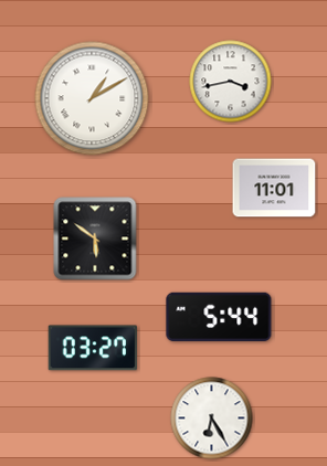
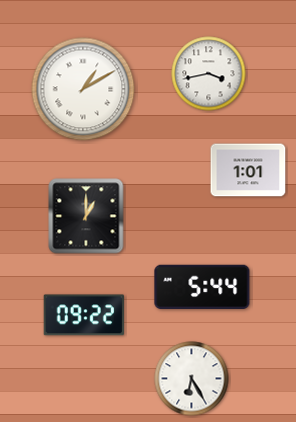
clock at (274, 188): 11:01 -> 1:01
clock at (95, 239): 5:51 -> 1:00
clock at (219, 317) position: (219, 317) -> (202, 287)
clock at (93, 348): 03:27 -> 09:22
